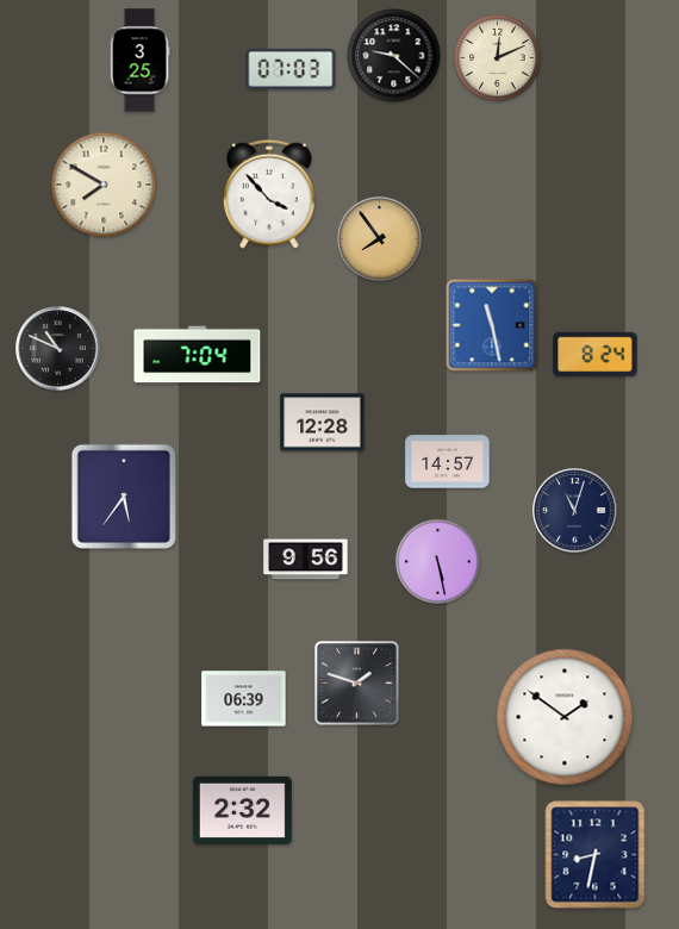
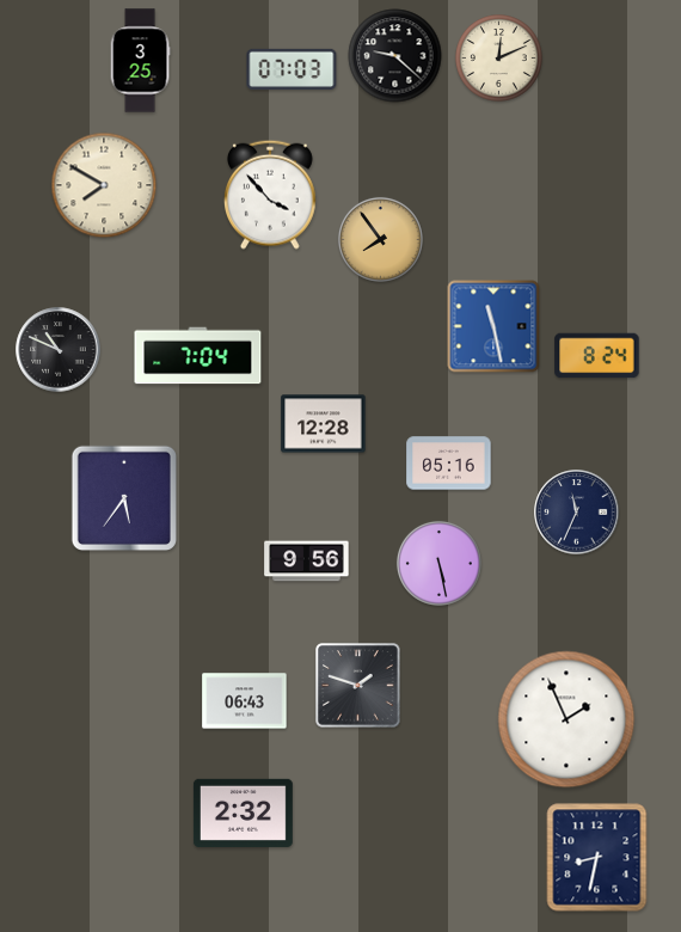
clock at (448, 462): 14:57 -> 05:16
clock at (575, 511): 11:03 -> 11:34
clock at (244, 699): 06:39 -> 06:43
clock at (565, 717): 1:51 -> 1:56
